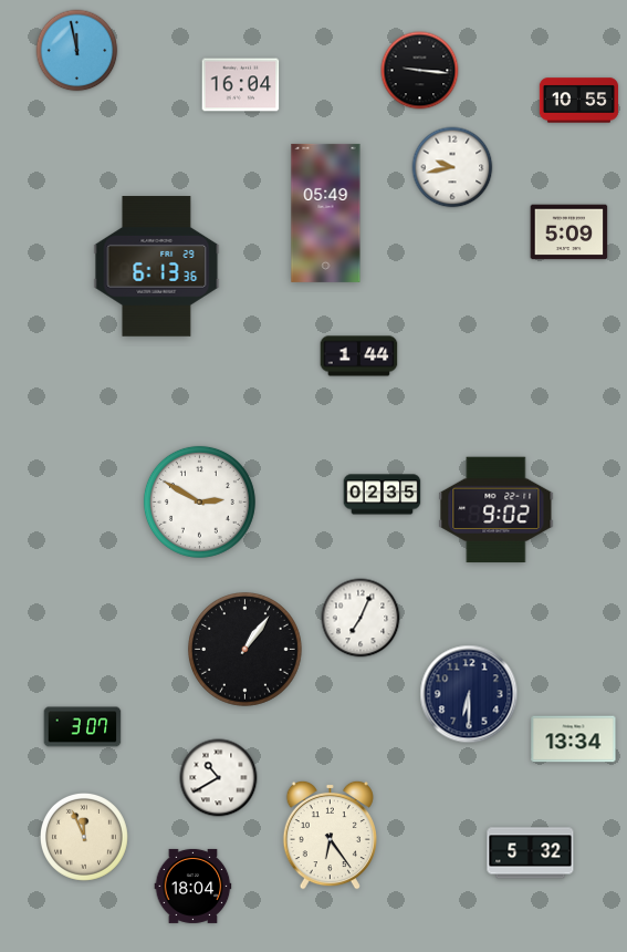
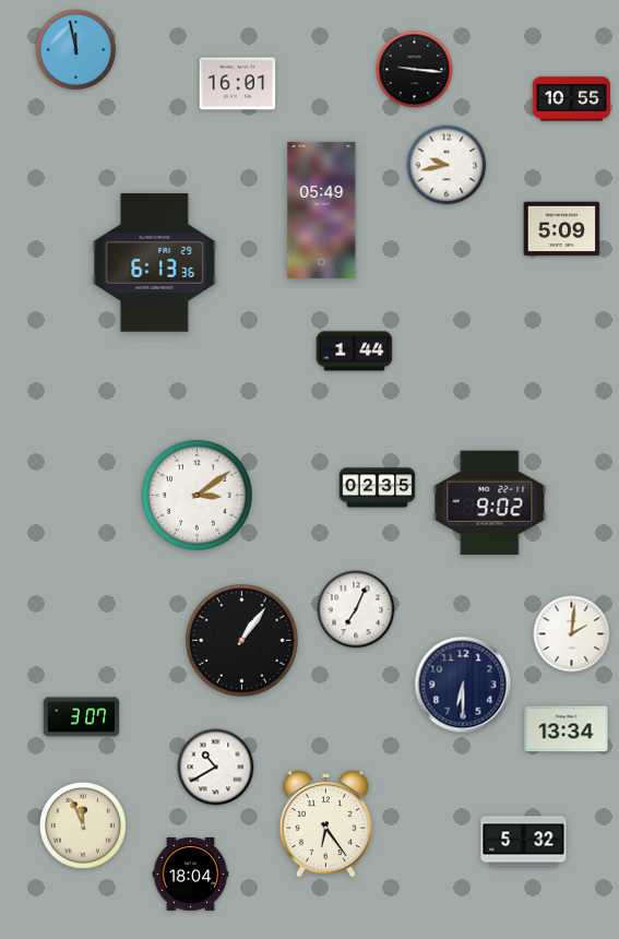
clock at (241, 85): 16:04 -> 16:01
clock at (199, 501): 2:50 -> 3:09
clock at (572, 634): none -> 2:01
